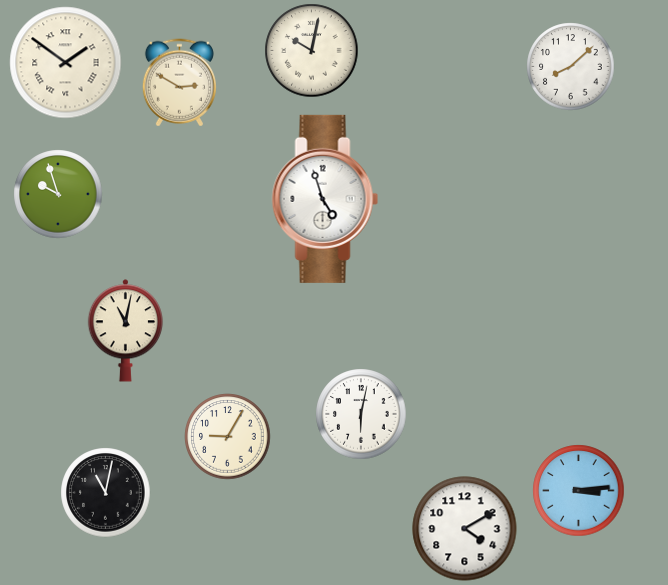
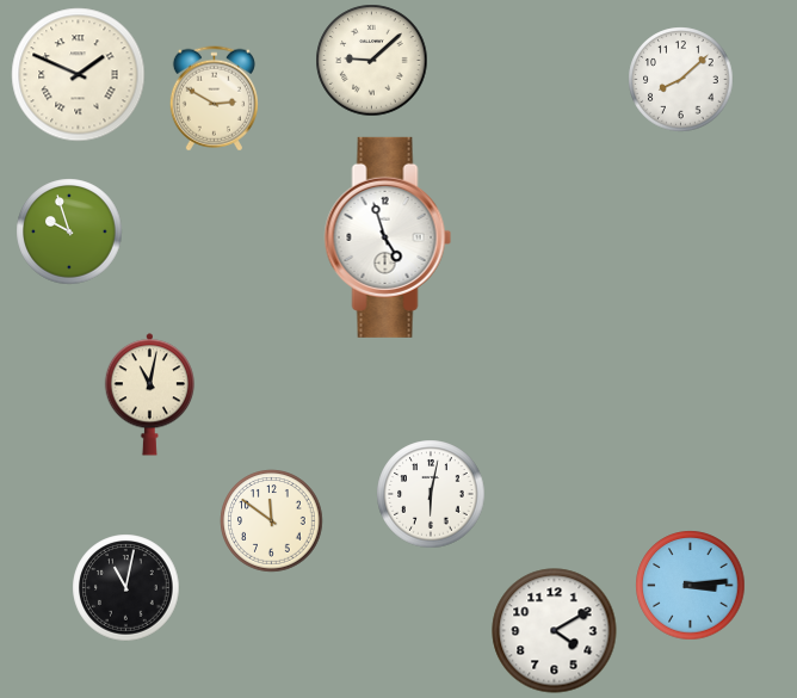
clock at (312, 51): 10:02 -> 9:08
clock at (66, 63): 1:51 -> 1:49
clock at (228, 437): 9:05 -> 11:51
